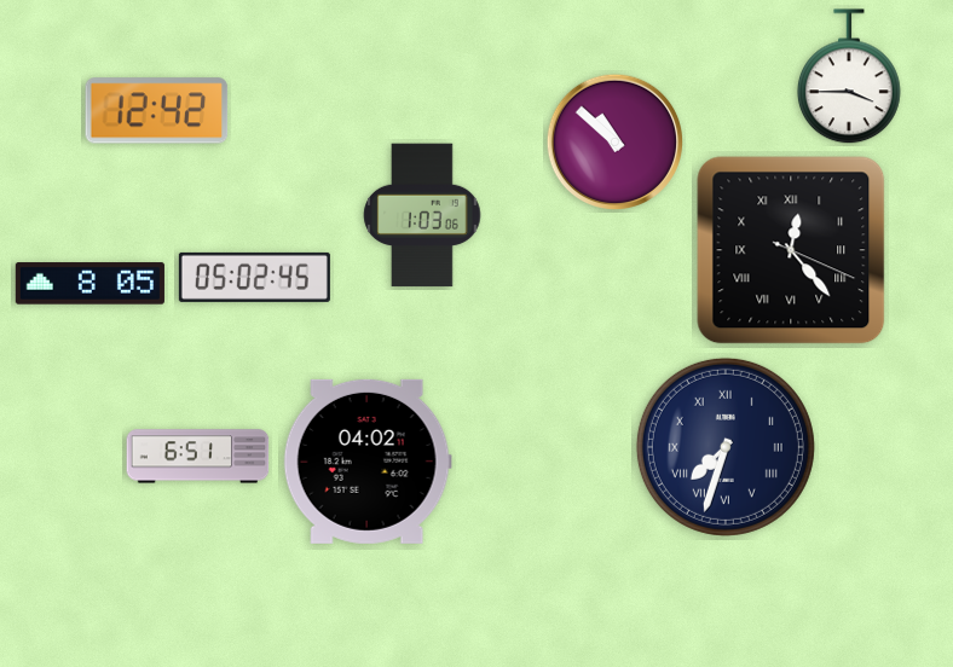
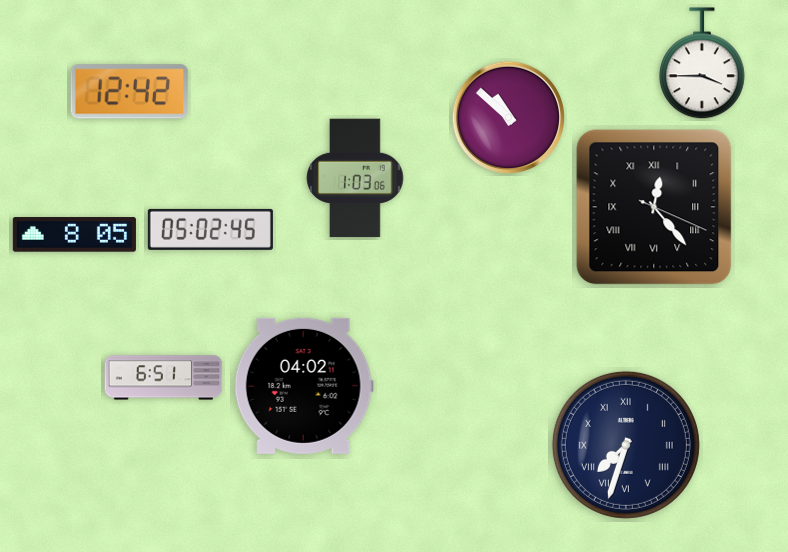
clock at (422, 215) position: (422, 215) -> (355, 178)
clock at (726, 447) position: (726, 447) -> (626, 445)
clock at (368, 462) position: (368, 462) -> (304, 386)
